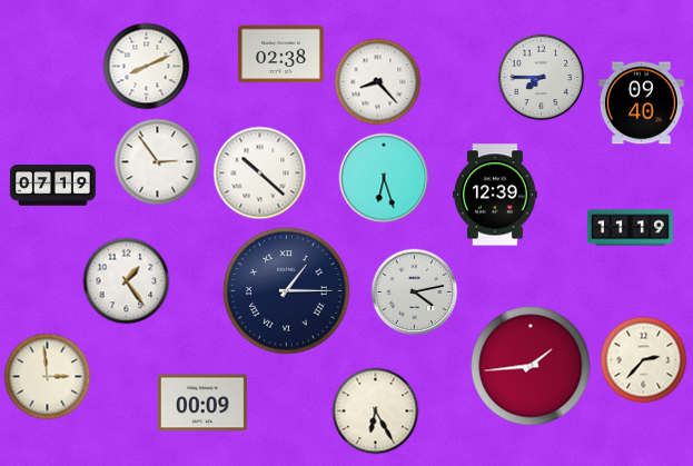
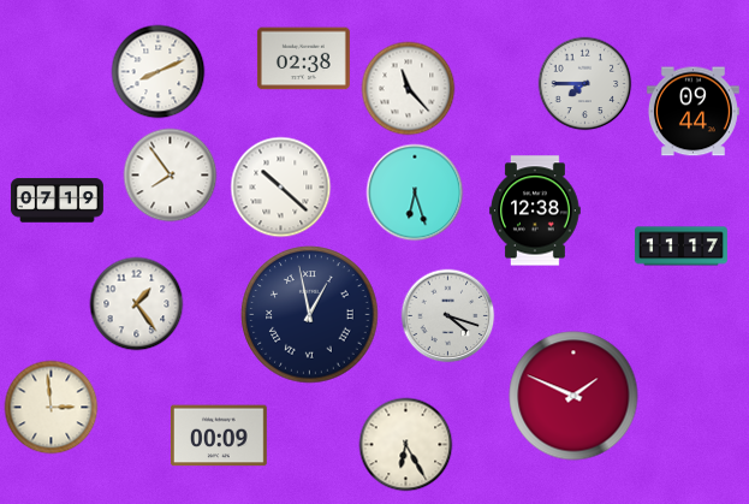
clock at (377, 81): 8:23 -> 11:23
clock at (641, 103): 09:40 -> 09:44
clock at (157, 161): 2:54 -> 7:54
clock at (495, 195): 12:39 -> 12:38
clock at (630, 228): 11:19 -> 11:17
clock at (287, 291): 1:15 -> 12:58
clock at (414, 291): 4:13 -> 4:18
clock at (643, 359): 2:37 -> none
clock at (531, 366): 1:44 -> 1:49
